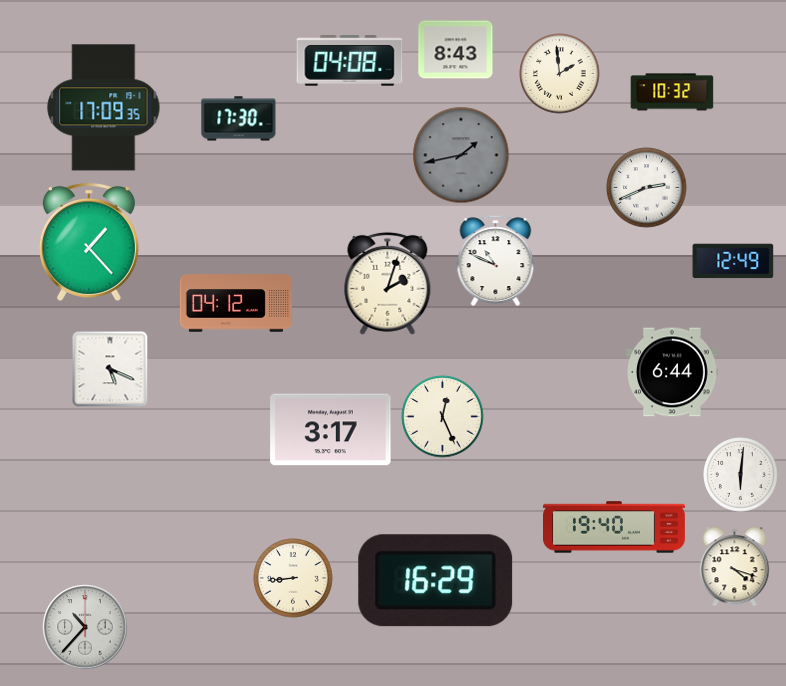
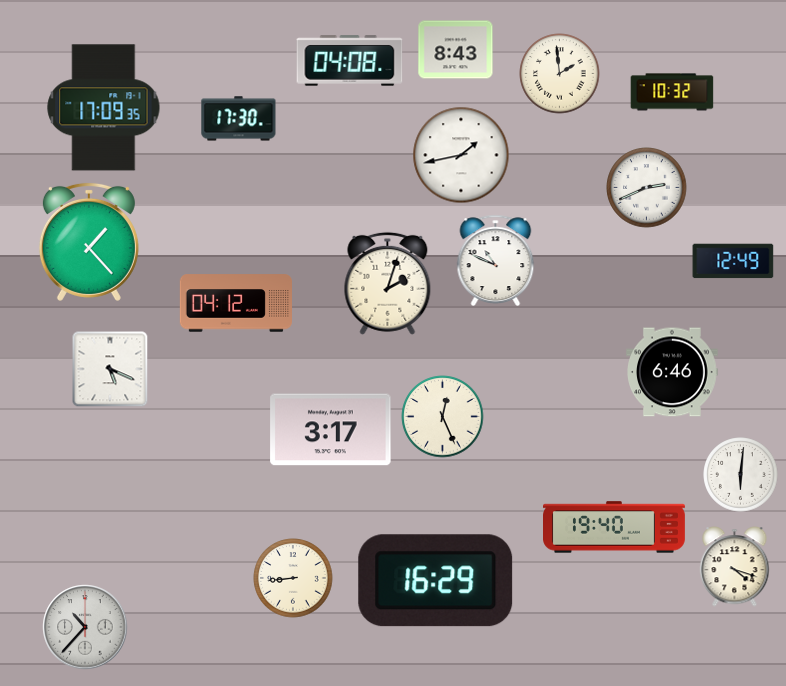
clock at (461, 155) dial: grey -> white
clock at (673, 372): 6:44 -> 6:46
